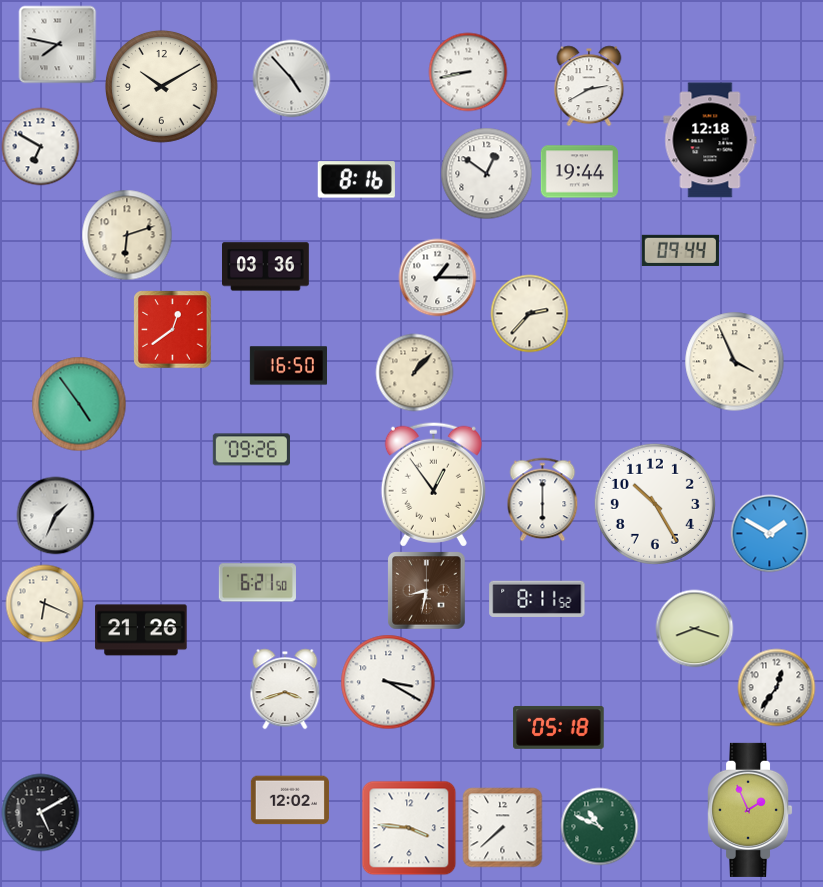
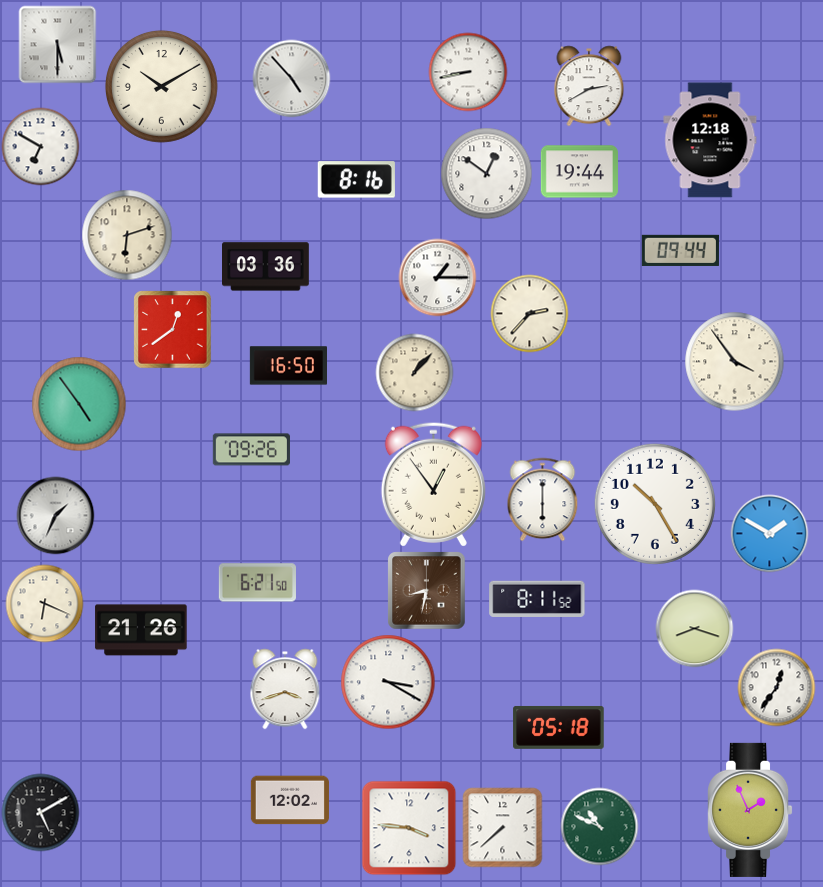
clock at (57, 44): 7:47 -> 5:30
clock at (735, 362): 3:56 -> 3:54
